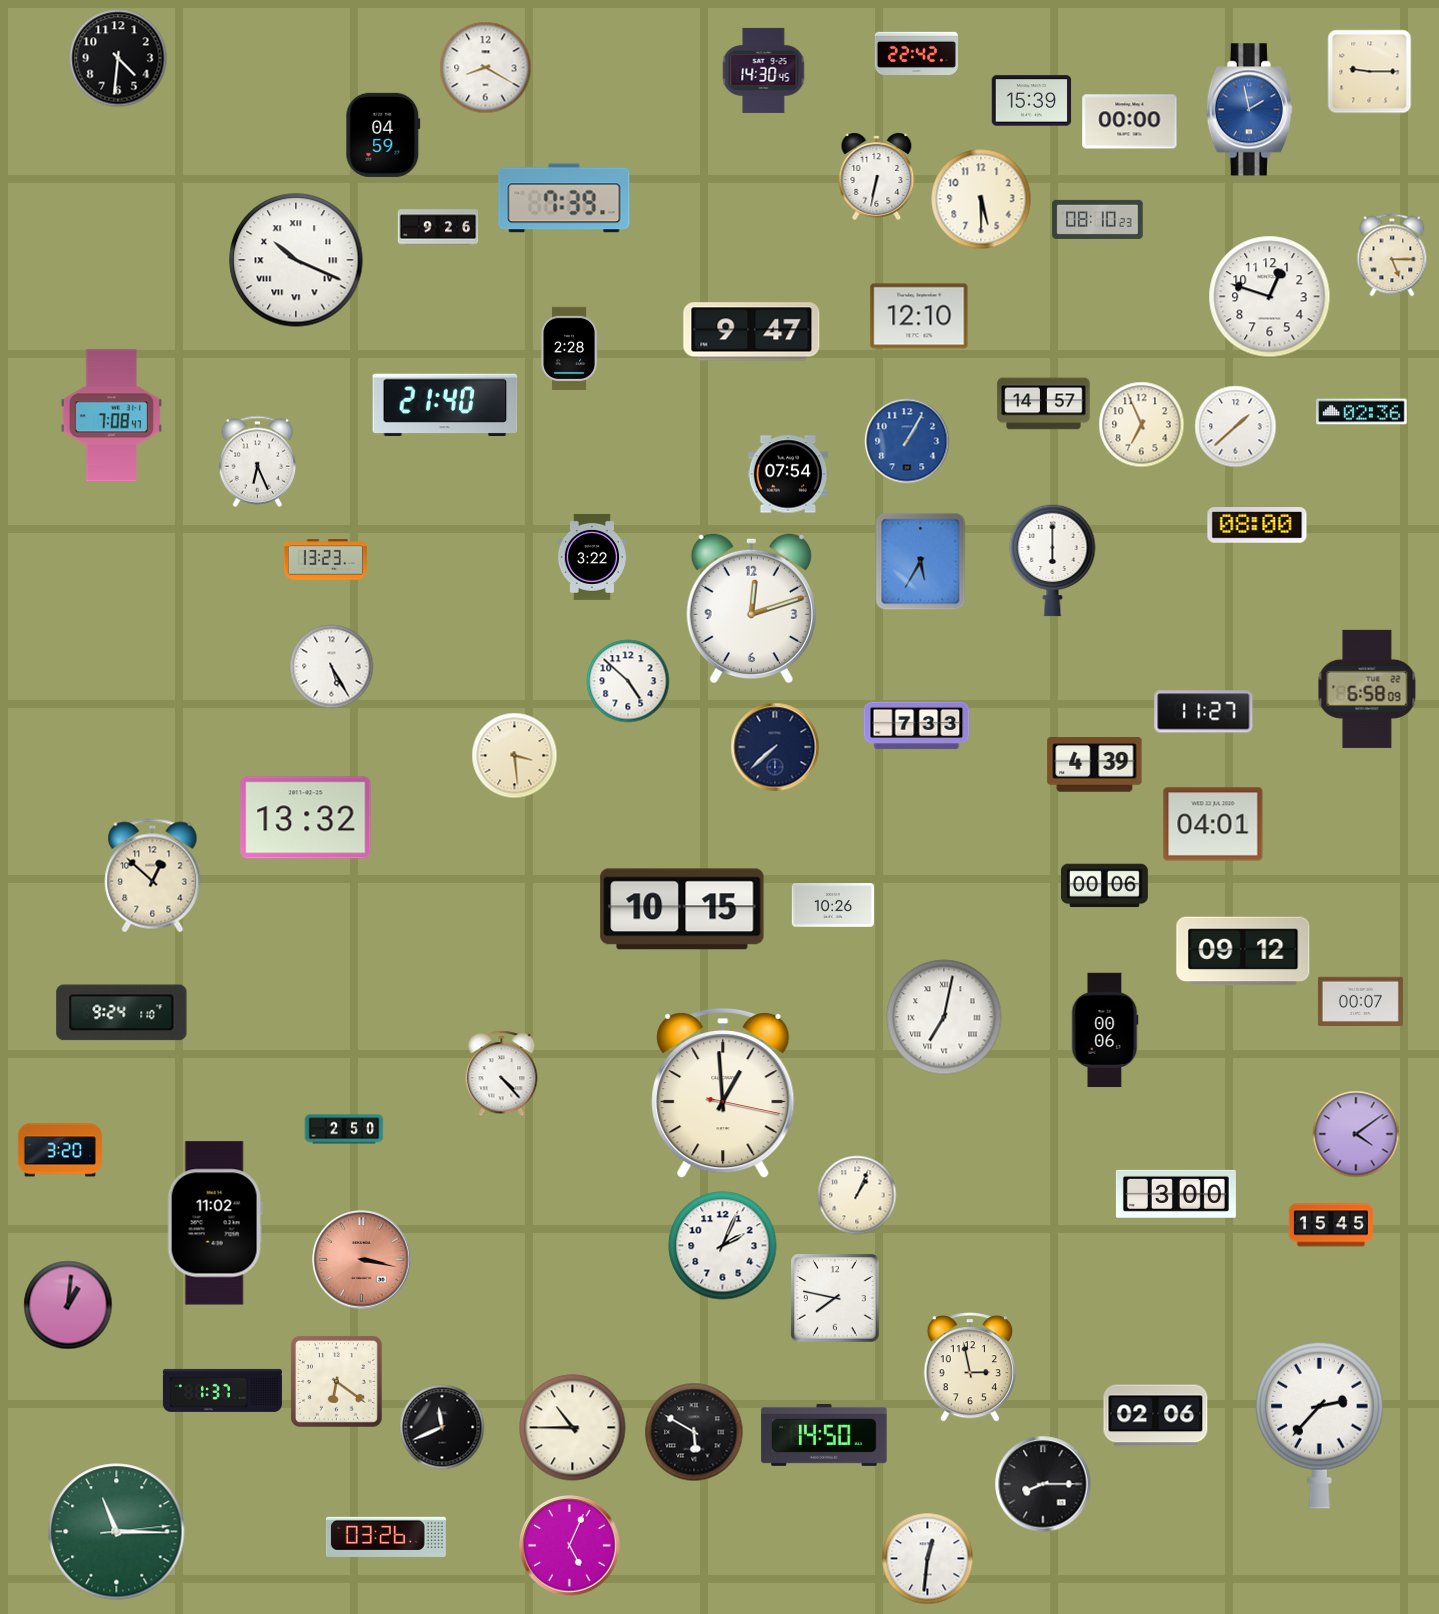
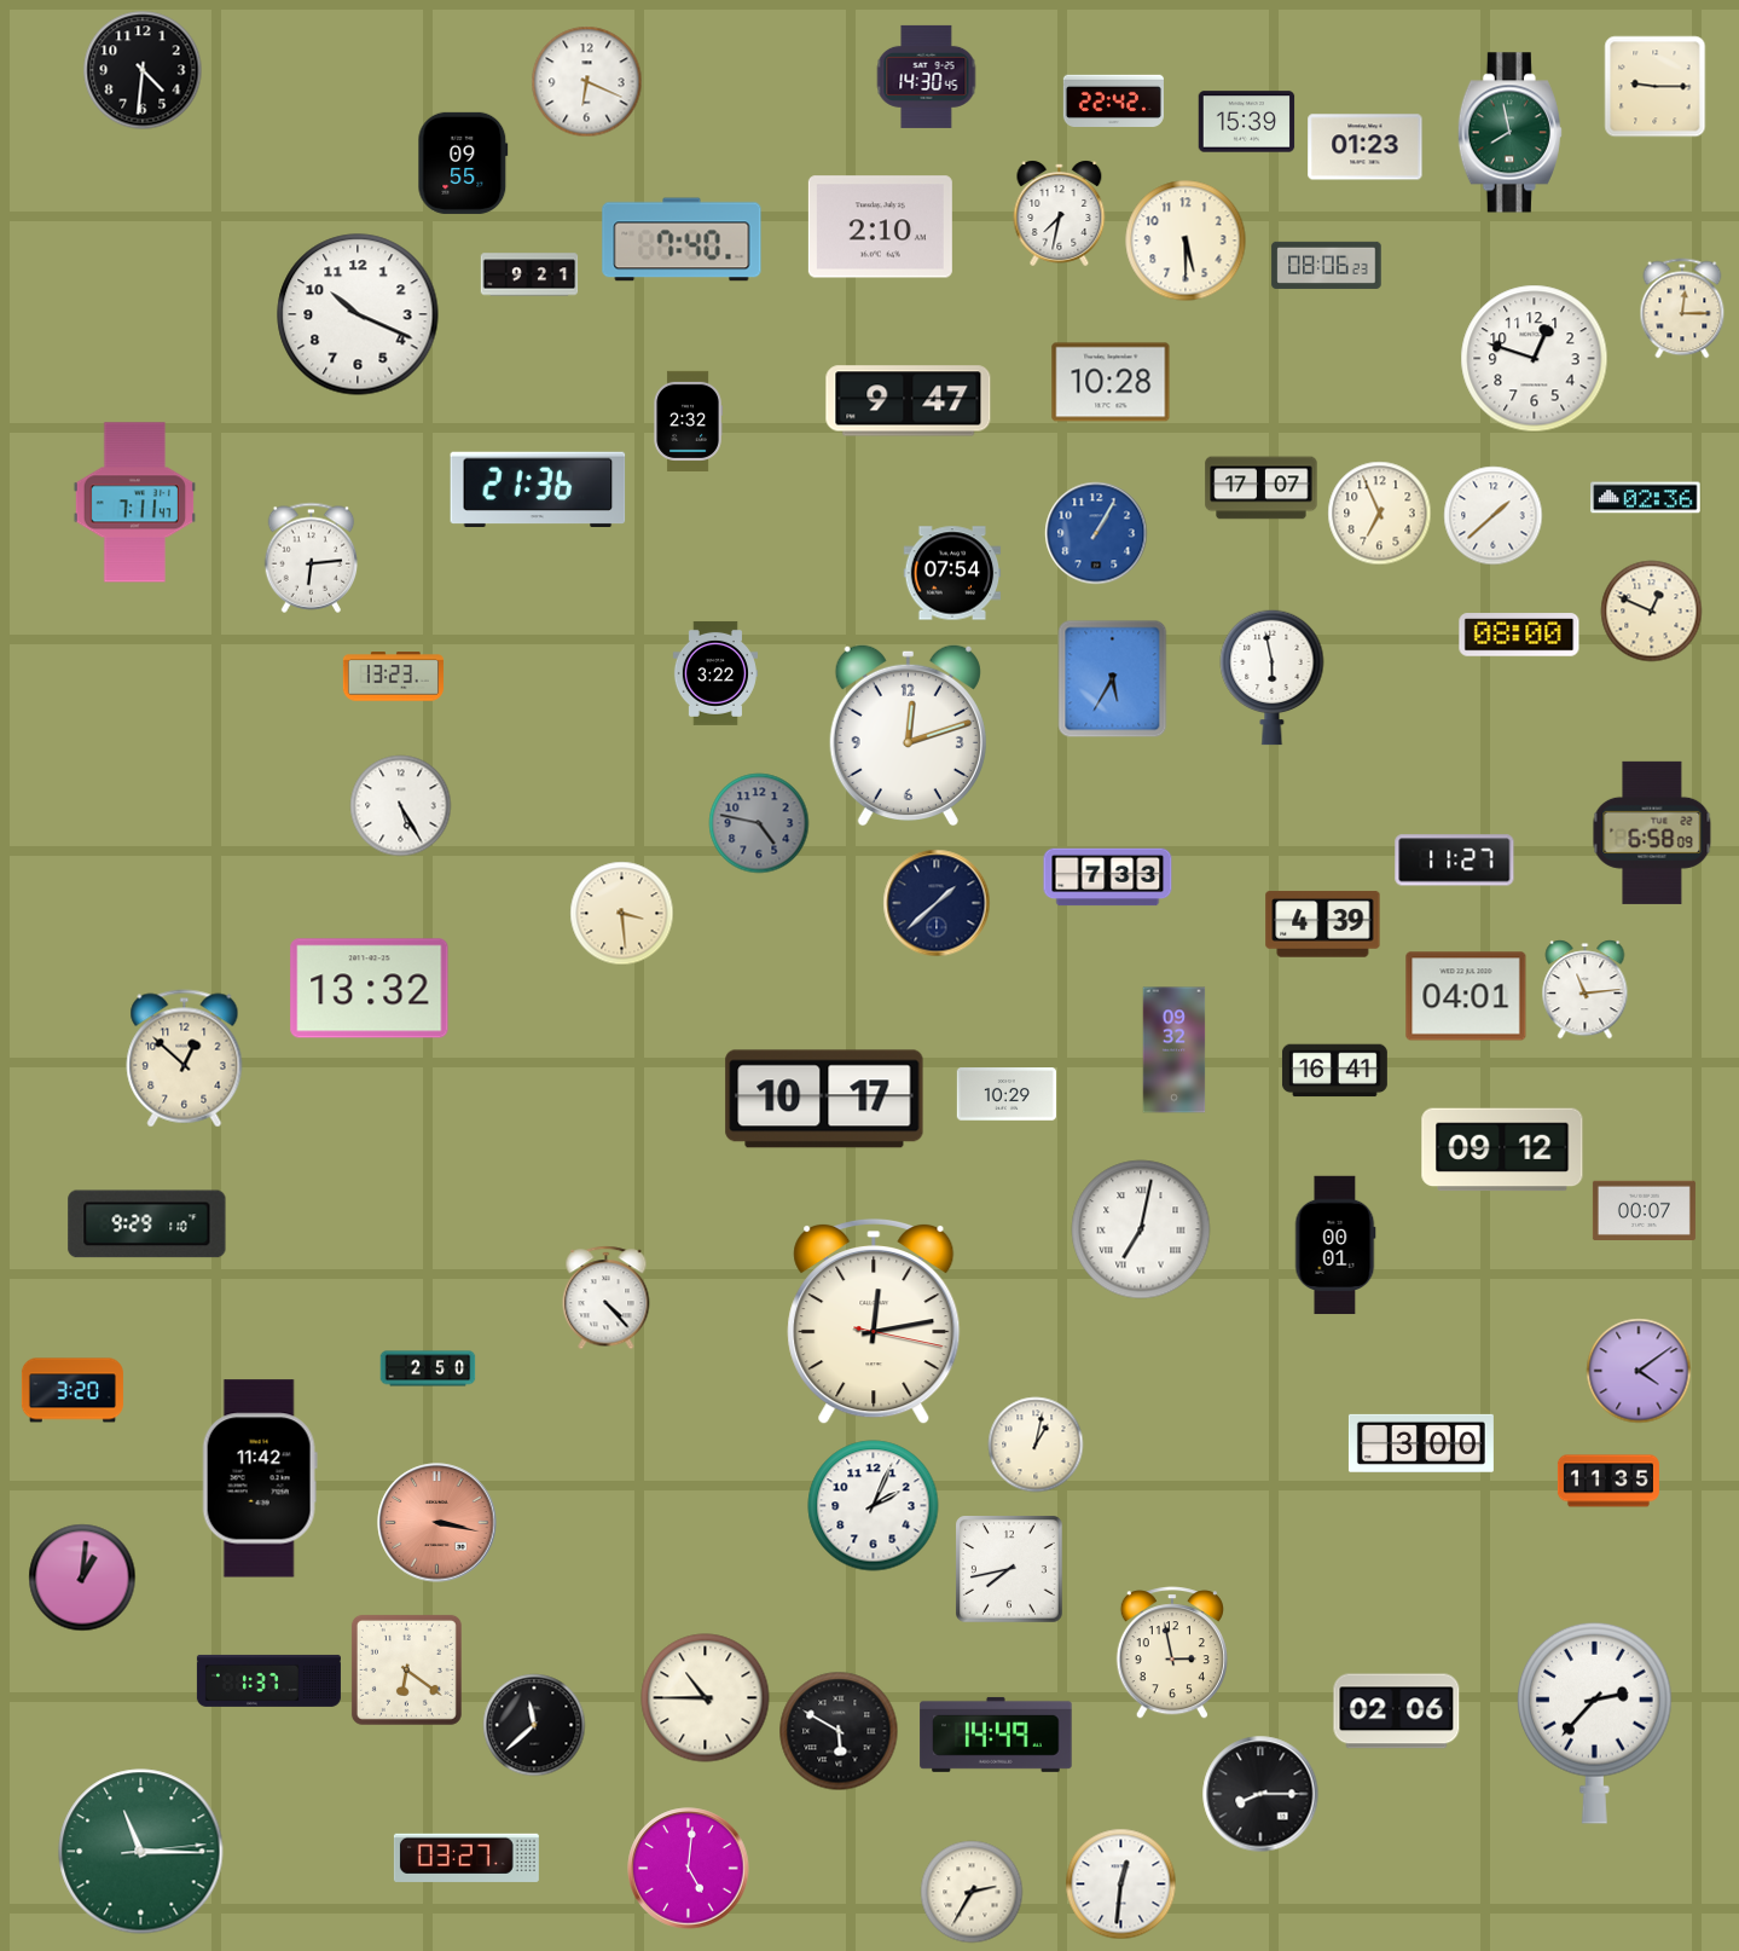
clock at (916, 53) position: (916, 53) -> (1113, 100)
clock at (486, 68): 8:20 -> 6:19
clock at (764, 70) position: (764, 70) -> (927, 76)
clock at (1249, 110): 1:58 -> 7:58
clock at (1249, 110) dial: blue -> green
clock at (1130, 122): 00:00 -> 01:23
clock at (383, 135): 04:59 -> 09:55
clock at (877, 176): 6:32 -> 7:32
clock at (880, 227): none -> 2:10
clock at (564, 198): 7:39 -> 7:40
clock at (1098, 219): 08:10 -> 08:06
clock at (438, 227): 9:26 -> 9:21
clock at (1392, 255): 5:15 -> 12:15
clock at (296, 260) numerals: Roman -> Arabic
clock at (919, 316): 12:10 -> 10:28
clock at (569, 348): 2:28 -> 2:32
clock at (1044, 404): 14:57 -> 17:07
clock at (445, 405): 21:40 -> 21:36
clock at (111, 416): 7:08 -> 7:11
clock at (258, 461): 6:26 -> 6:14
clock at (1652, 612): none -> 12:49
clock at (1053, 560): 6:00 -> 5:58
clock at (628, 681): 4:52 -> 4:47
clock at (628, 681) dial: white -> grey
clock at (775, 747): 7:38 -> 1:38
clock at (1586, 990): none -> 11:14
clock at (1175, 1050): none -> 09:32
clock at (1104, 886): 00:06 -> 16:41
clock at (833, 905): 10:26 -> 10:29
clock at (682, 909): 10:15 -> 10:17
clock at (122, 1013): 9:24 -> 9:29
clock at (1105, 1030): 00:06 -> 00:01
clock at (723, 1093): 12:59 -> 12:13
clock at (344, 1129) position: (344, 1129) -> (428, 1368)
clock at (857, 1195): 1:04 -> 1:02
clock at (215, 1223): 11:02 -> 11:42
clock at (1331, 1225): 15:45 -> 11:35
clock at (836, 1299): 7:47 -> 7:43
clock at (442, 1427): 11:41 -> 11:38
clock at (573, 1428) position: (573, 1428) -> (706, 1698)
clock at (824, 1435): 14:50 -> 14:49
clock at (386, 1537): 03:26 -> 03:27
clock at (570, 1546): 5:04 -> 5:01
clock at (972, 1892): none -> 2:35
